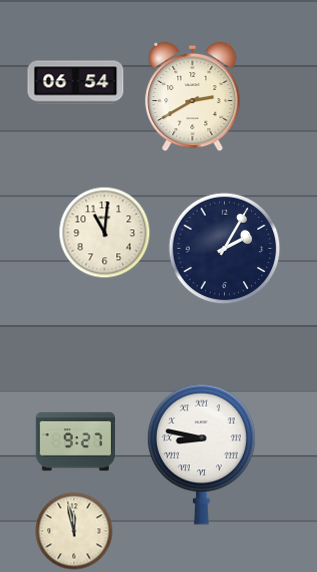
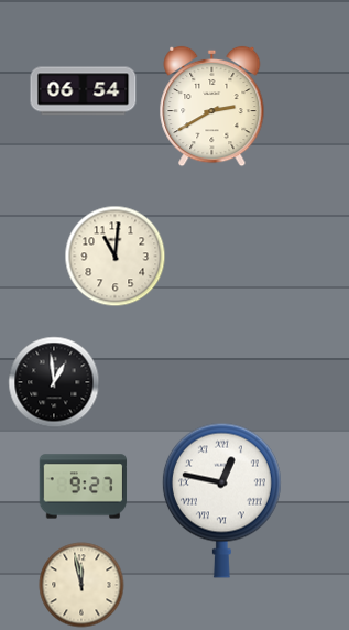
clock at (225, 249): 2:05 -> none
clock at (54, 382): none -> 12:59
clock at (201, 454): 8:47 -> 12:47
